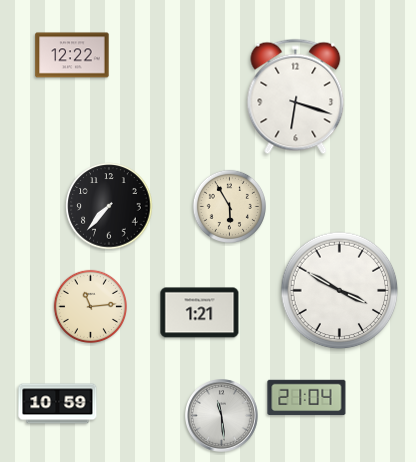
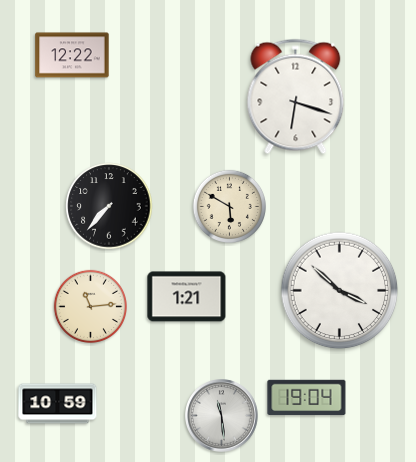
clock at (229, 206): 5:55 -> 5:50
clock at (340, 291): 3:50 -> 3:52
clock at (200, 313) position: (200, 313) -> (187, 297)
clock at (307, 398): 21:04 -> 19:04
